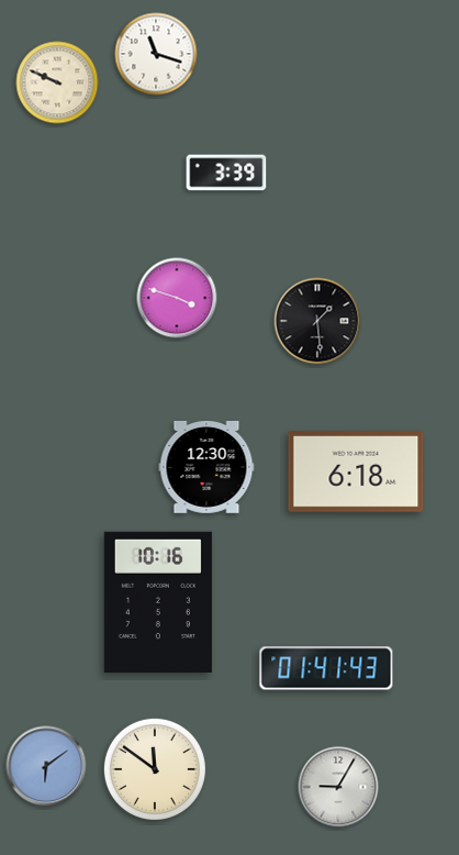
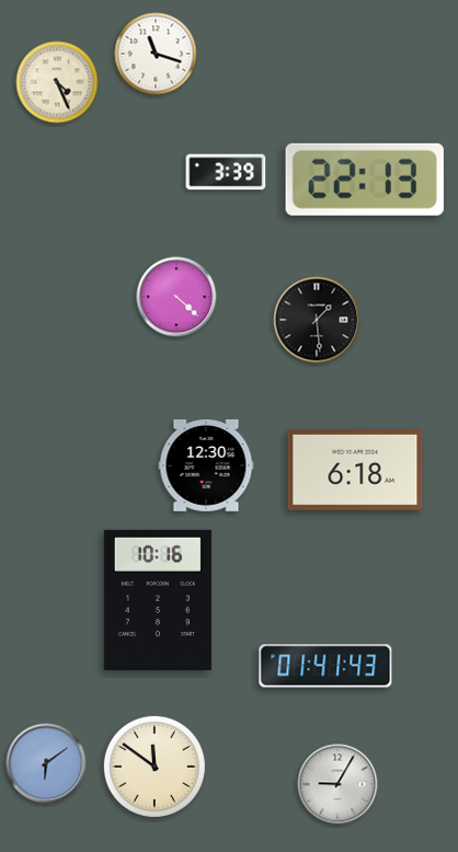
clock at (57, 82): 9:49 -> 4:26
clock at (365, 180): none -> 22:13
clock at (177, 298): 3:48 -> 4:22
